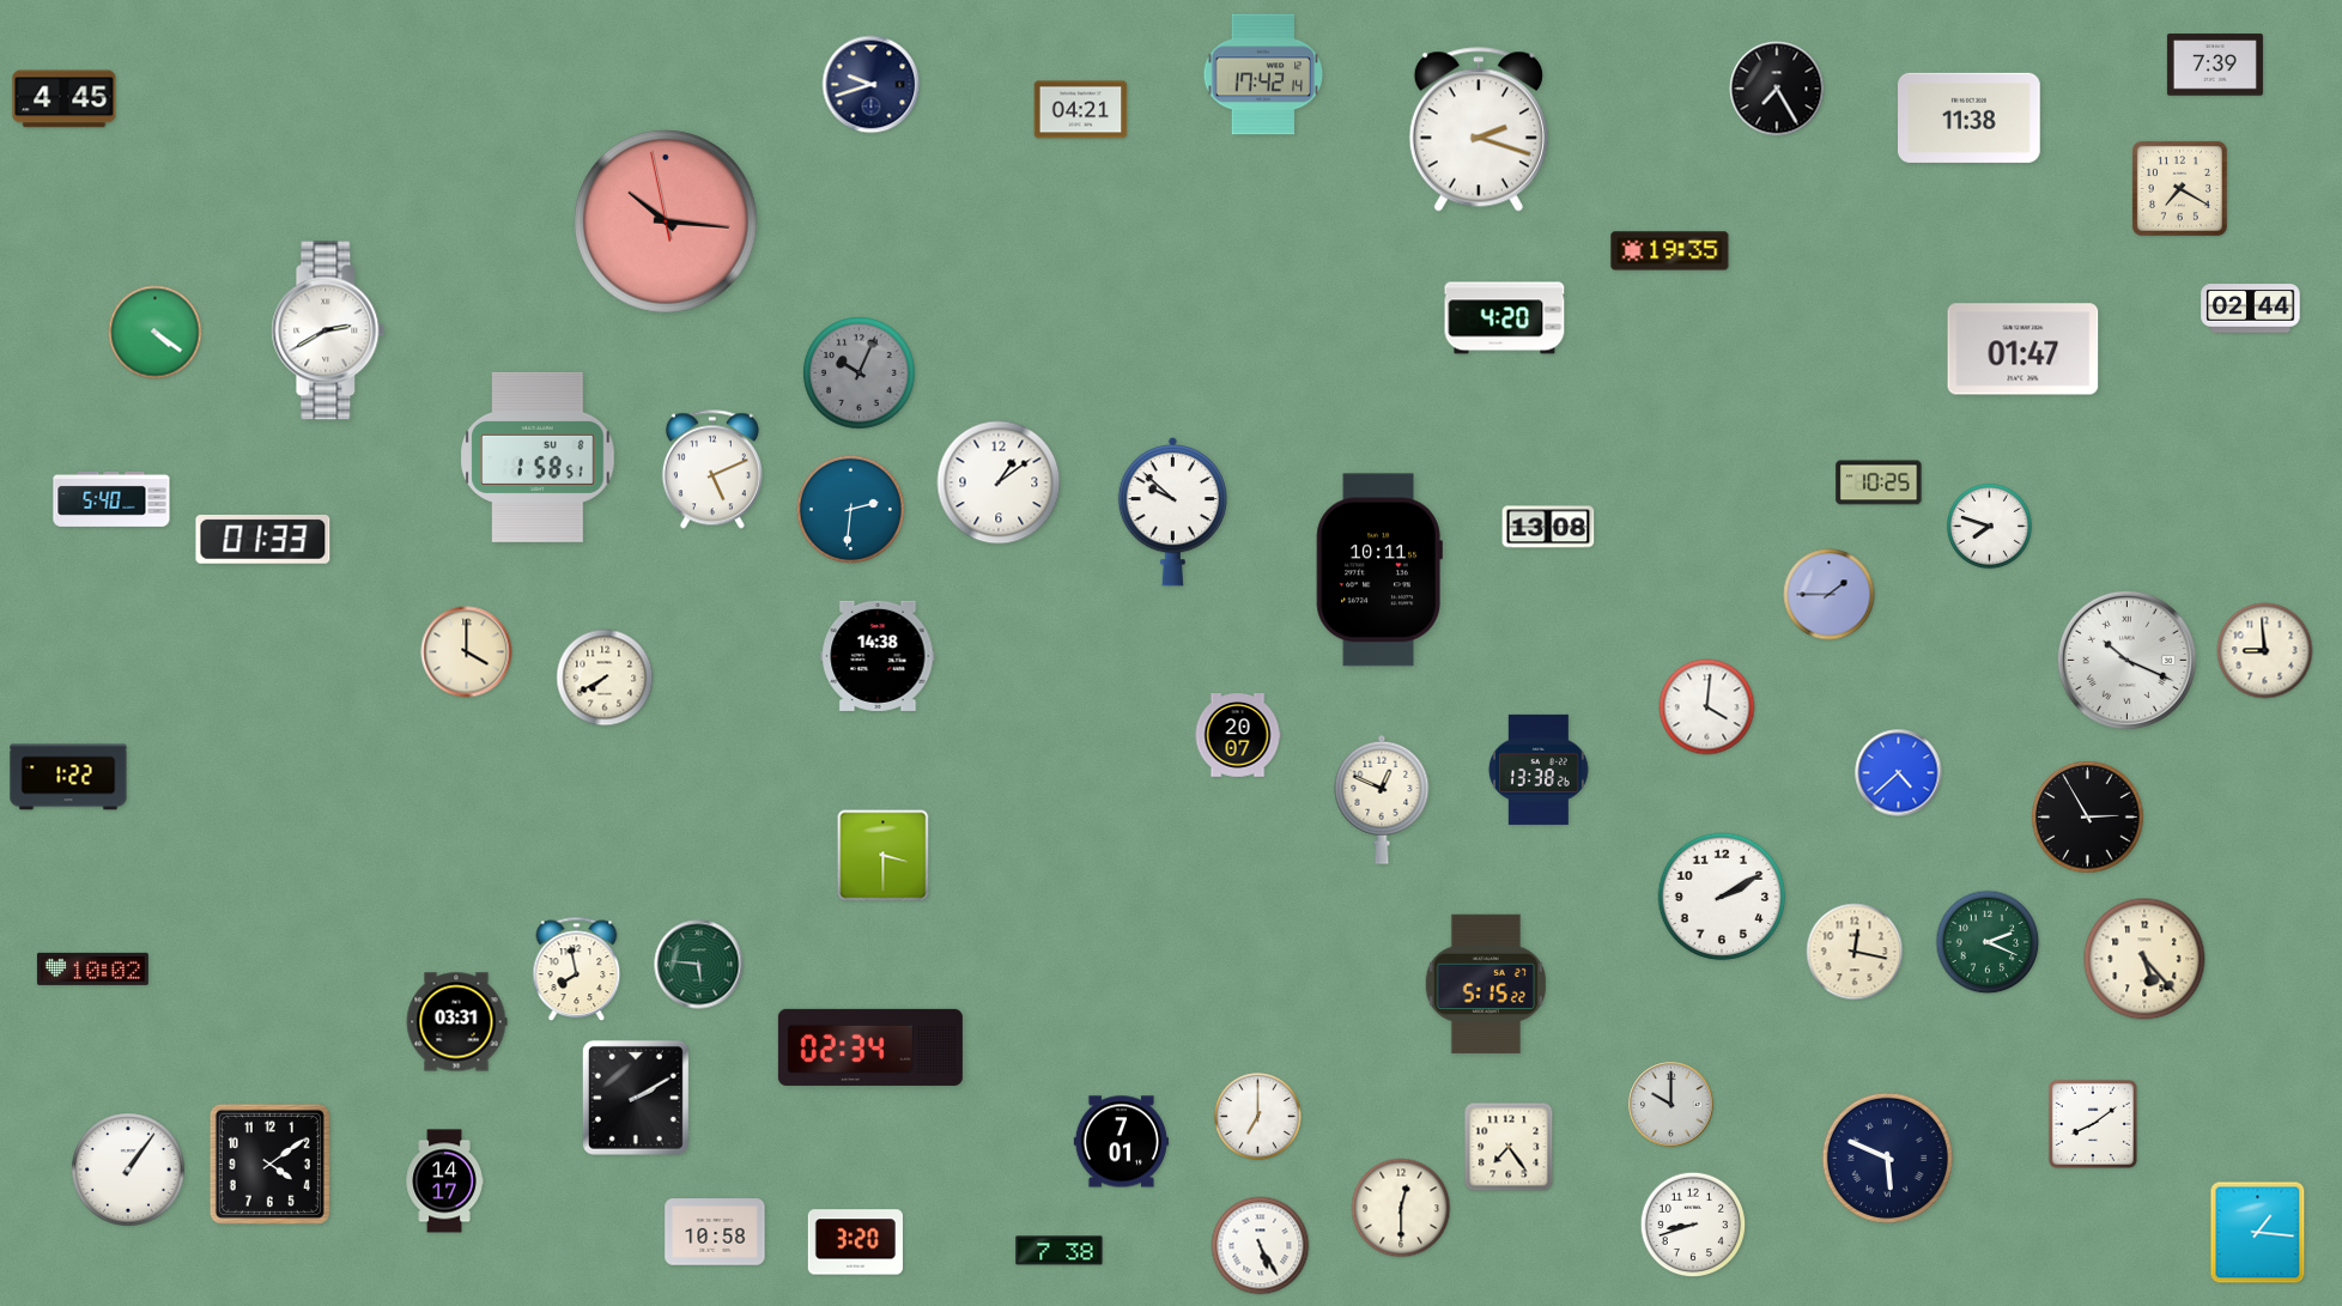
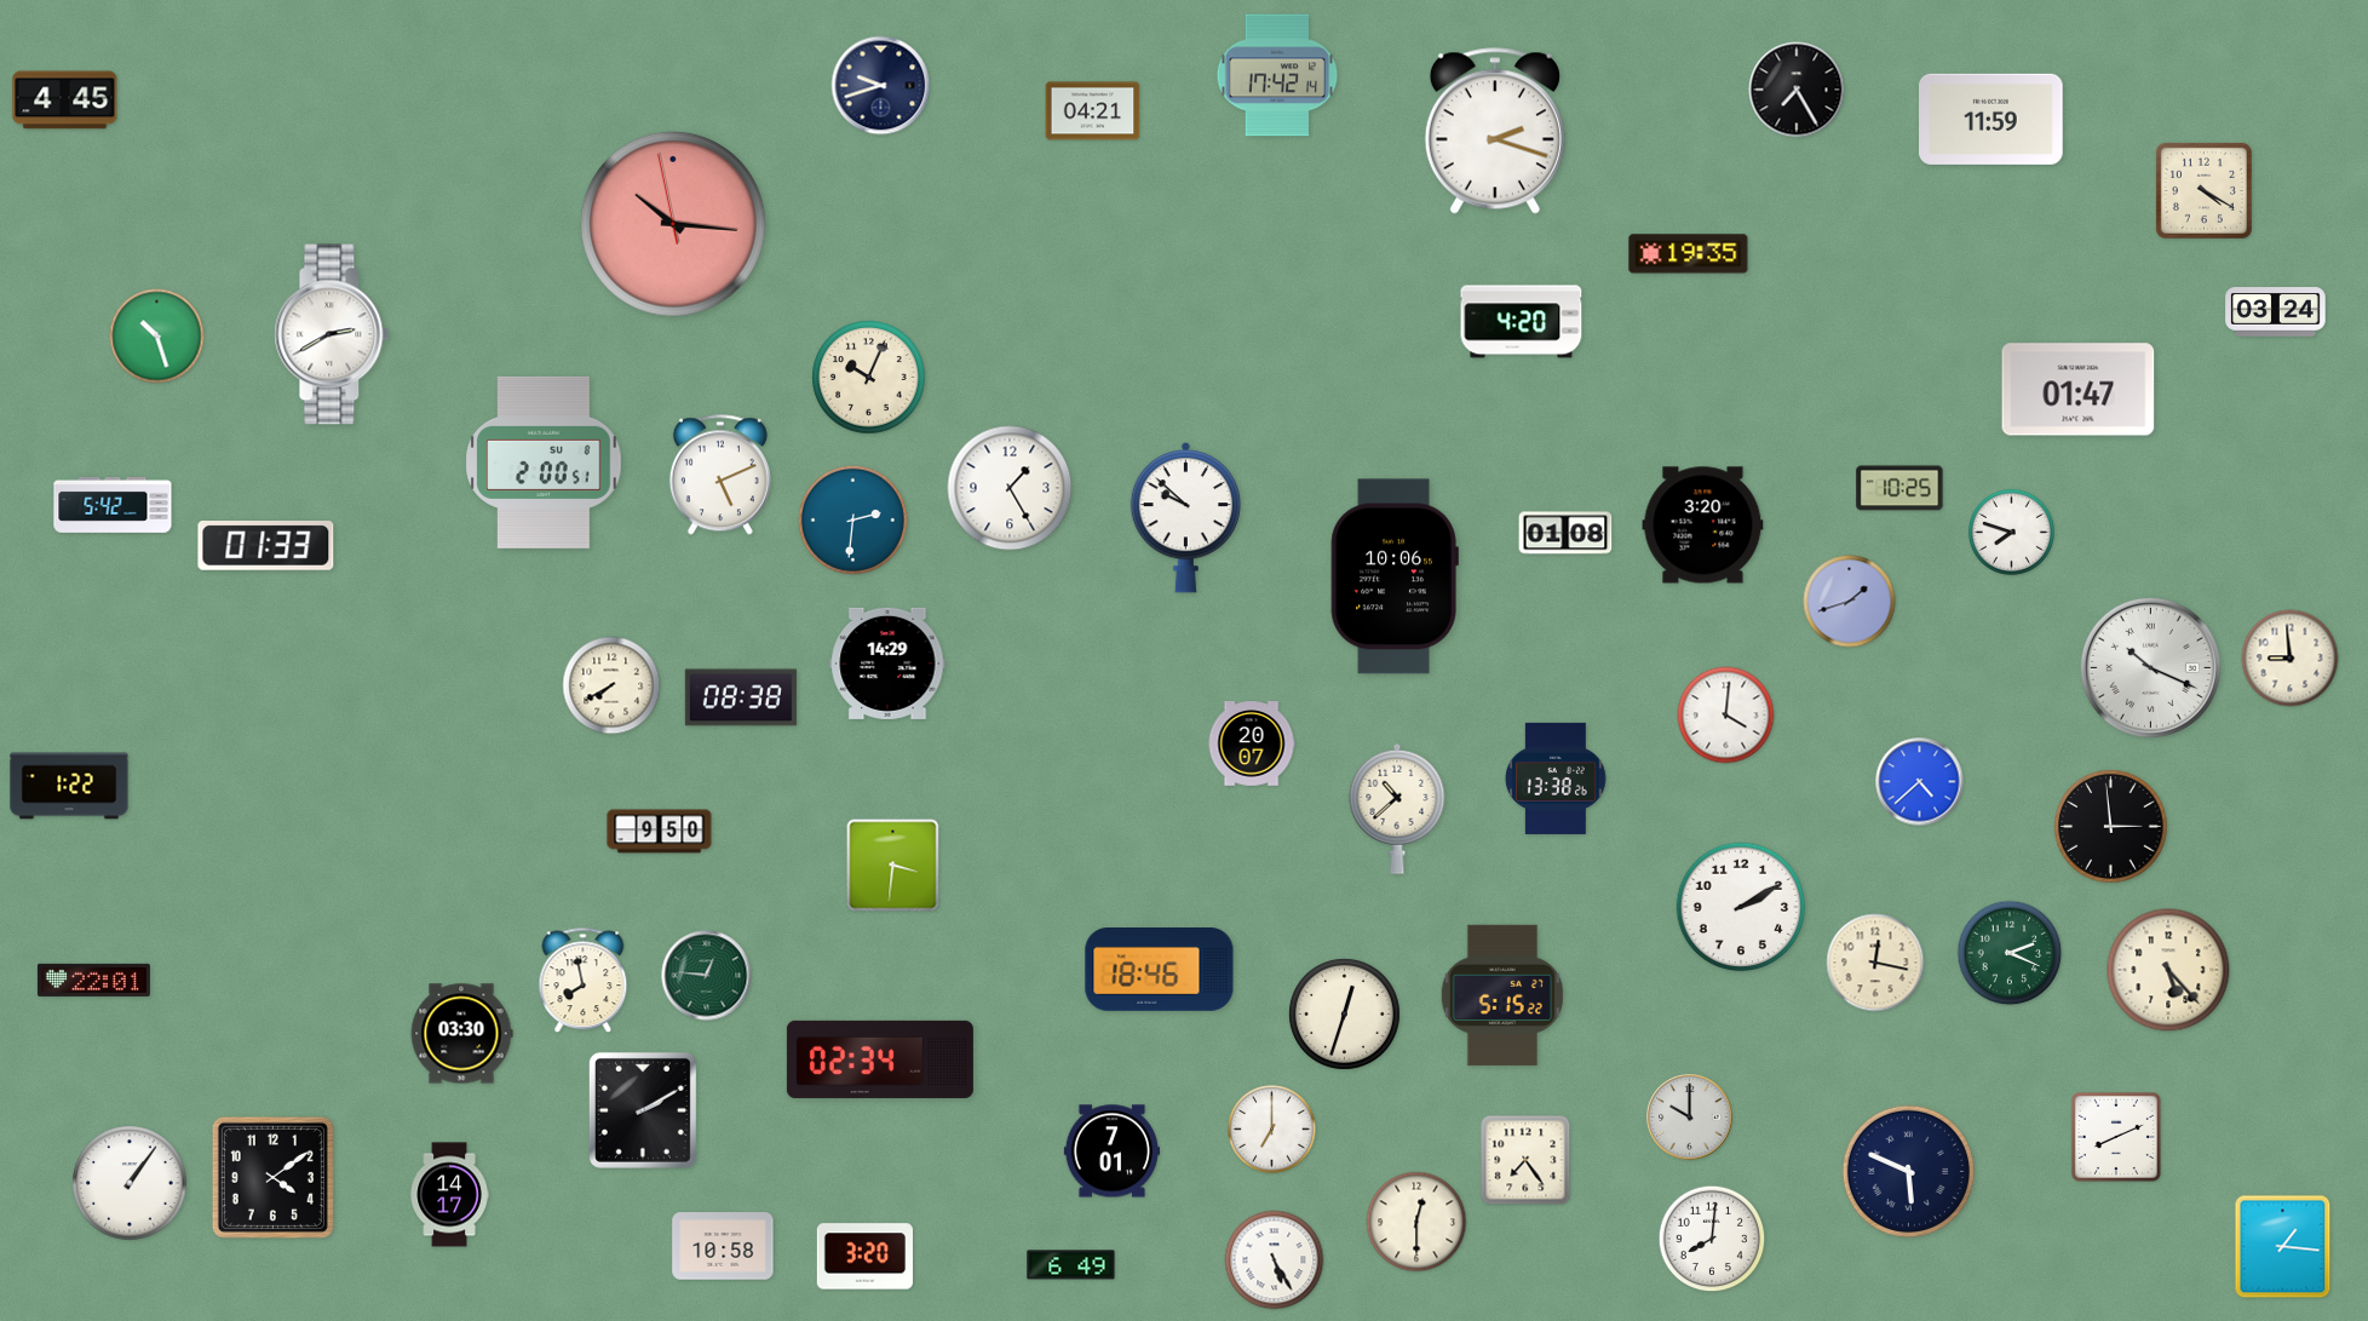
clock at (2215, 65): 7:39 -> none
clock at (1970, 117): 11:38 -> 11:59
clock at (2179, 188): 7:20 -> 4:20
clock at (2251, 309): 02:44 -> 03:24
clock at (156, 333): 4:21 -> 10:27
clock at (2024, 350) position: (2024, 350) -> (2079, 390)
clock at (860, 373) dial: grey -> cream
clock at (538, 457): 1:58 -> 2:00
clock at (999, 482): 1:09 -> 1:25
clock at (111, 499): 5:40 -> 5:42
clock at (850, 509) position: (850, 509) -> (852, 519)
clock at (1703, 525): none -> 3:20
clock at (1548, 527): 13:08 -> 01:08
clock at (1379, 570): 10:11 -> 10:06
clock at (1830, 595): 1:45 -> 1:42
clock at (467, 652): 4:00 -> none
clock at (878, 656): 14:38 -> 14:29
clock at (741, 697): none -> 08:38
clock at (1382, 800): 12:49 -> 10:38
clock at (2088, 818): 2:55 -> 2:59
clock at (660, 832): none -> 9:50
clock at (884, 856): 3:30 -> 3:31
clock at (1160, 970): none -> 18:46
clock at (699, 965): 5:46 -> 12:46
clock at (92, 968): 10:02 -> 22:01
clock at (1344, 1013): none -> 12:33
clock at (456, 1022): 03:31 -> 03:30
clock at (2093, 1124): 8:09 -> 8:11
clock at (1121, 1142) position: (1121, 1142) -> (1111, 1151)
clock at (1693, 1225): 8:42 -> 8:01
clock at (1060, 1251): 7:38 -> 6:49
